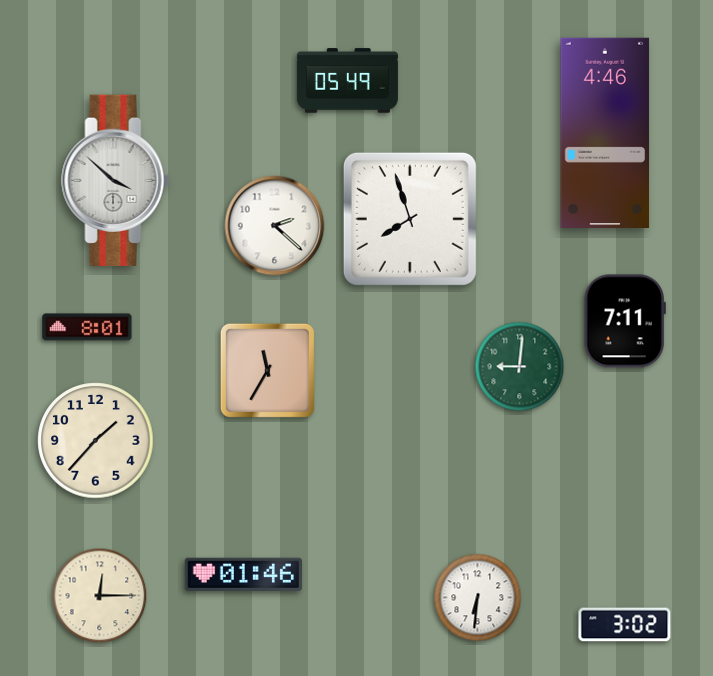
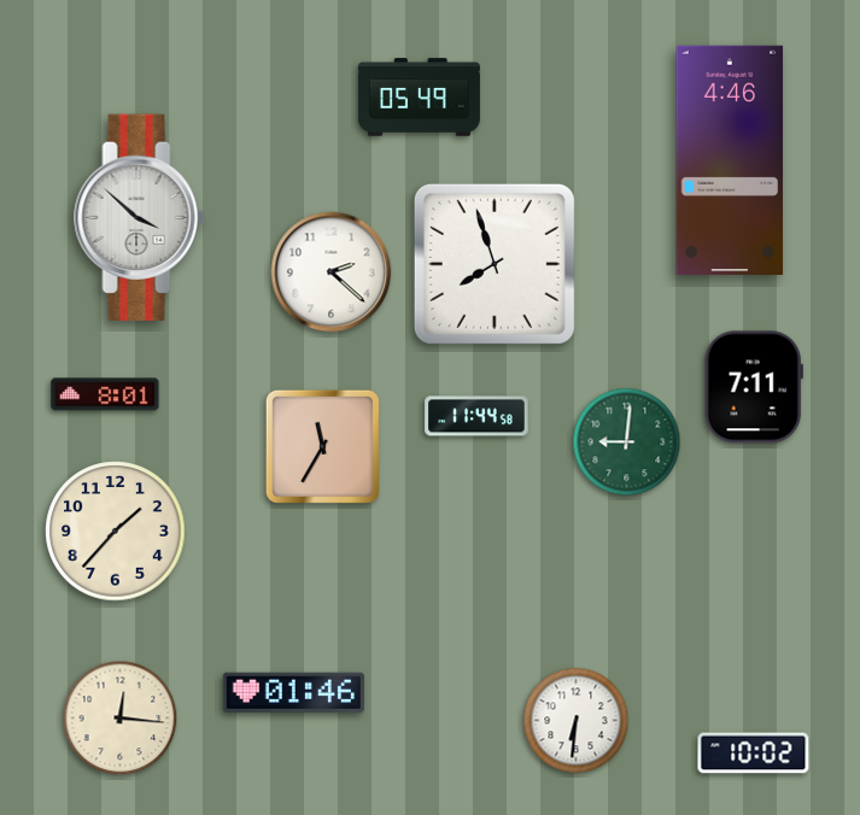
clock at (476, 416): none -> 11:44
clock at (100, 596): 12:15 -> 12:16
clock at (625, 625): 3:02 -> 10:02
